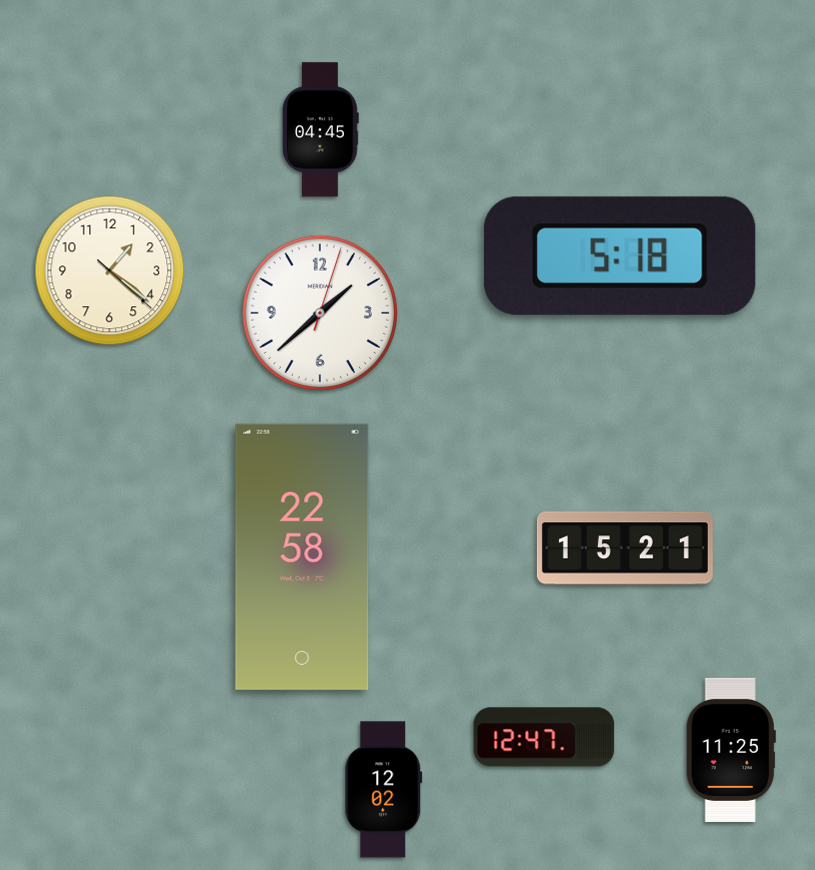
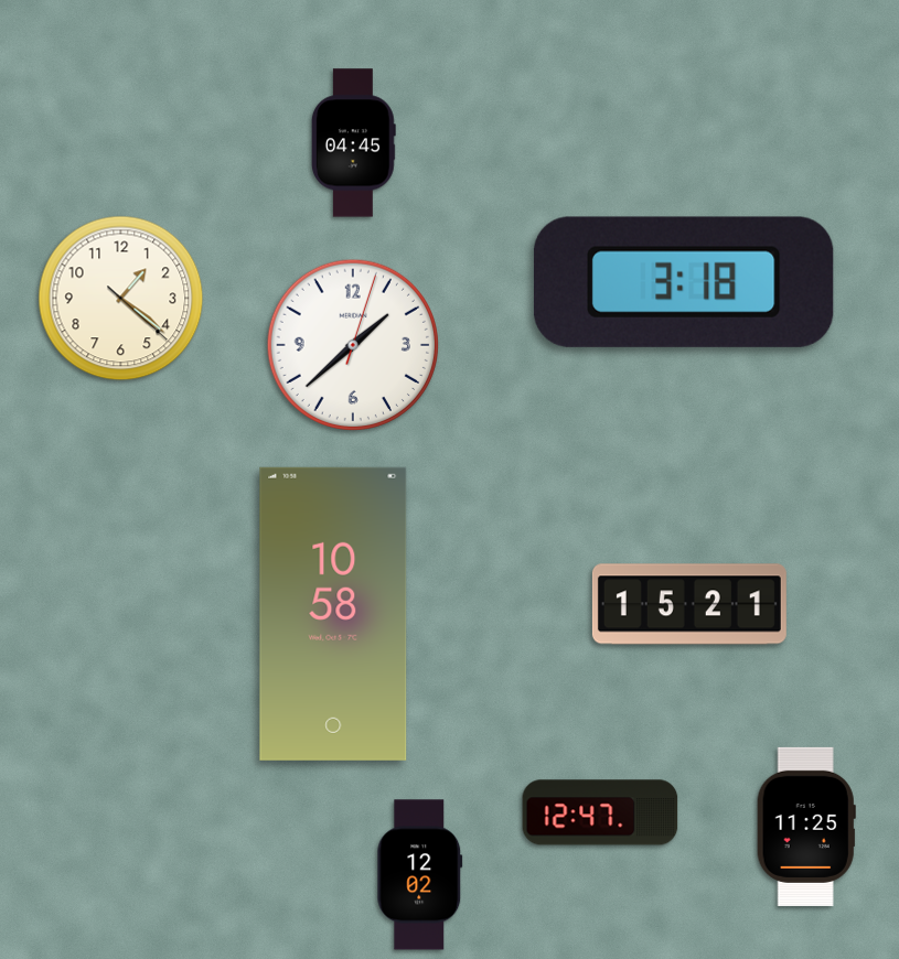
clock at (620, 256): 5:18 -> 3:18
clock at (302, 557): 22:58 -> 10:58
clock at (384, 790) position: (384, 790) -> (420, 875)
